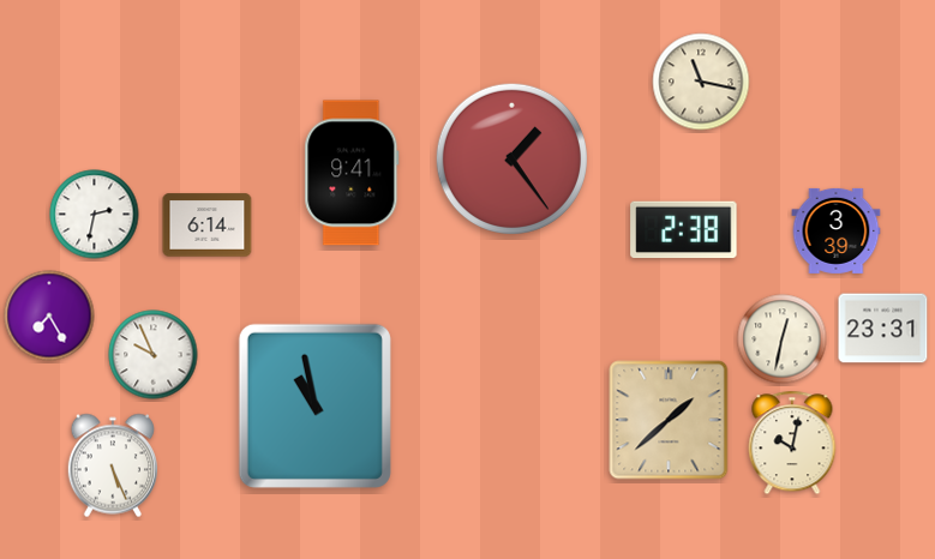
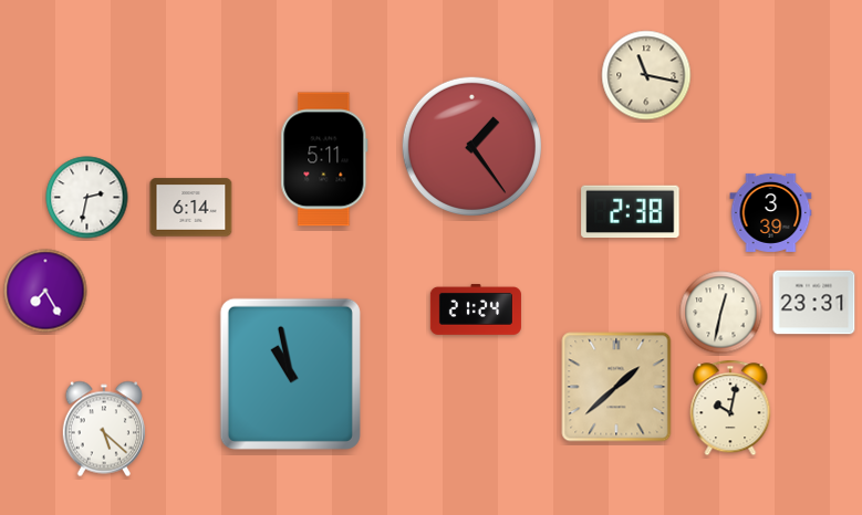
clock at (352, 173): 9:41 -> 5:11
clock at (476, 309): none -> 21:24
clock at (154, 355): 9:56 -> none
clock at (112, 465): 5:26 -> 5:22
